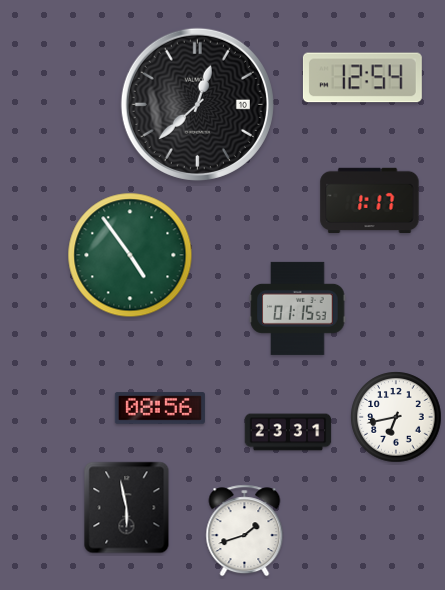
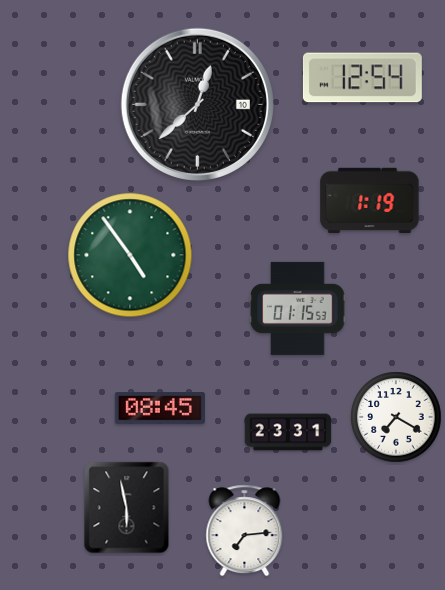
clock at (370, 201): 1:17 -> 1:19
clock at (160, 408): 08:56 -> 08:45
clock at (396, 417): 6:43 -> 7:20
clock at (245, 531): 1:42 -> 7:14
